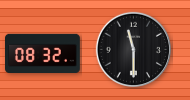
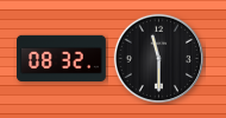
clock at (43, 54) position: (43, 54) -> (62, 59)
